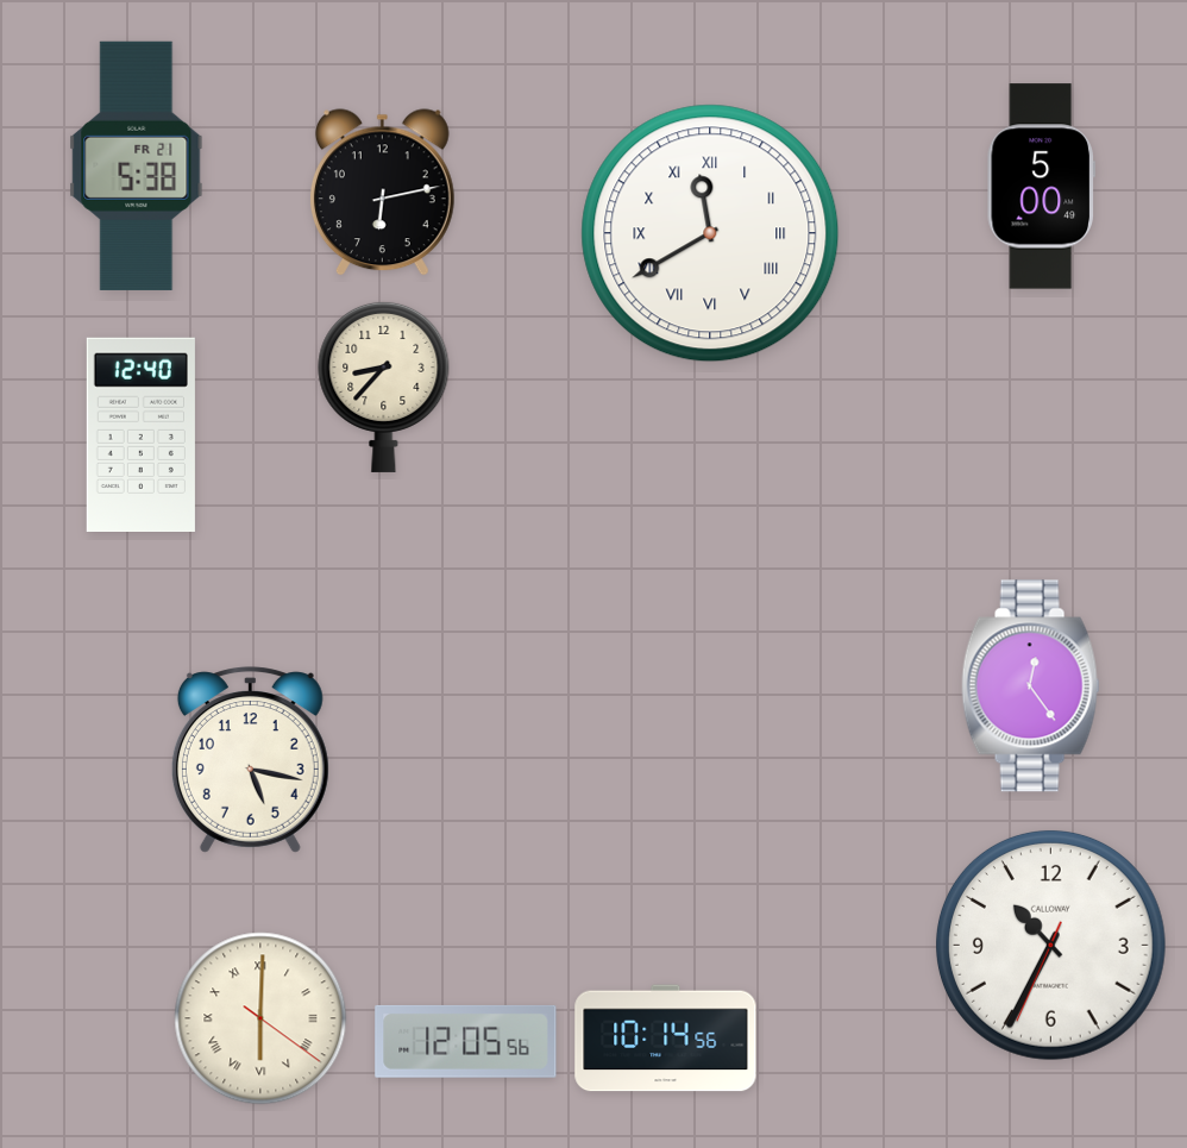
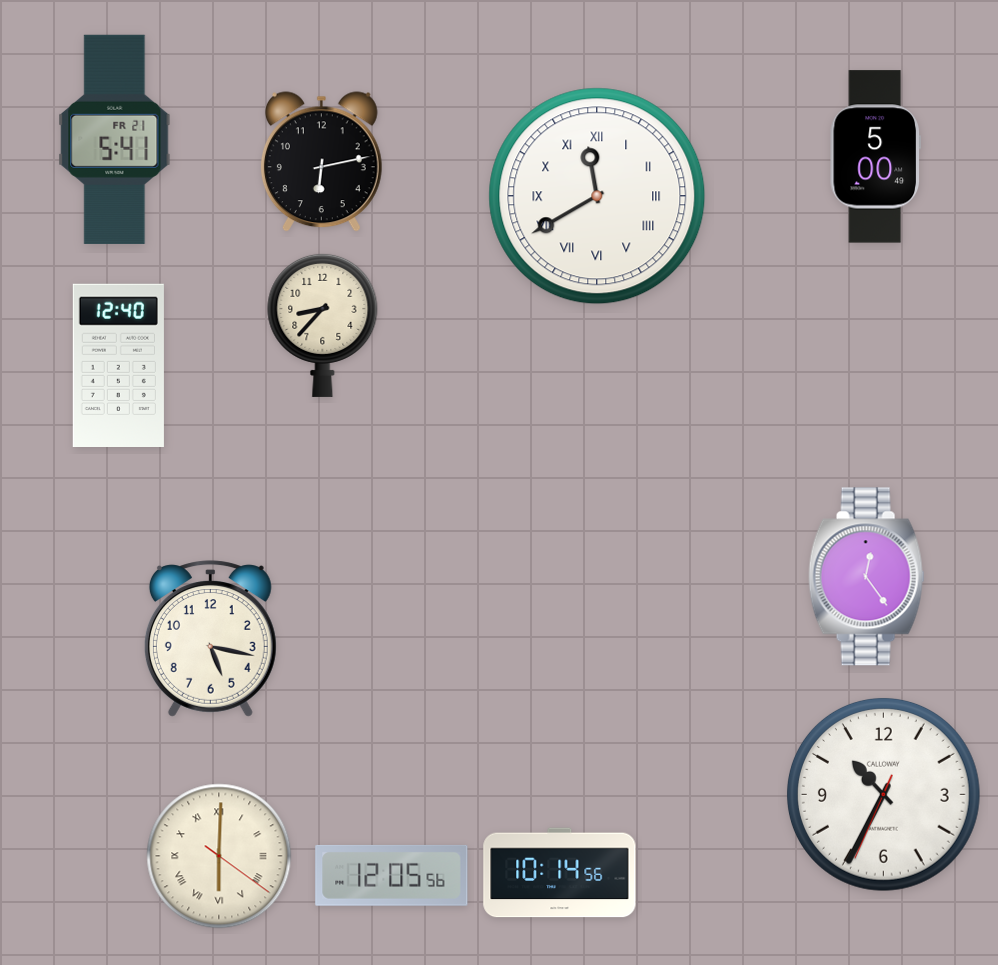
clock at (137, 165): 5:38 -> 5:41
